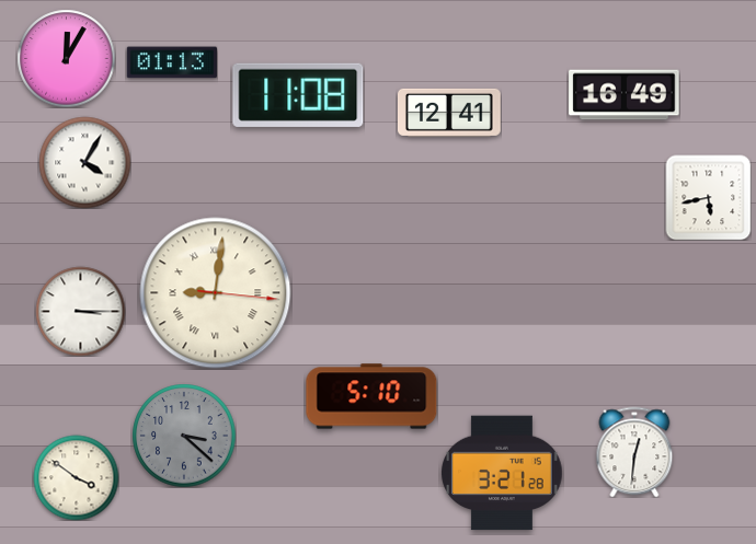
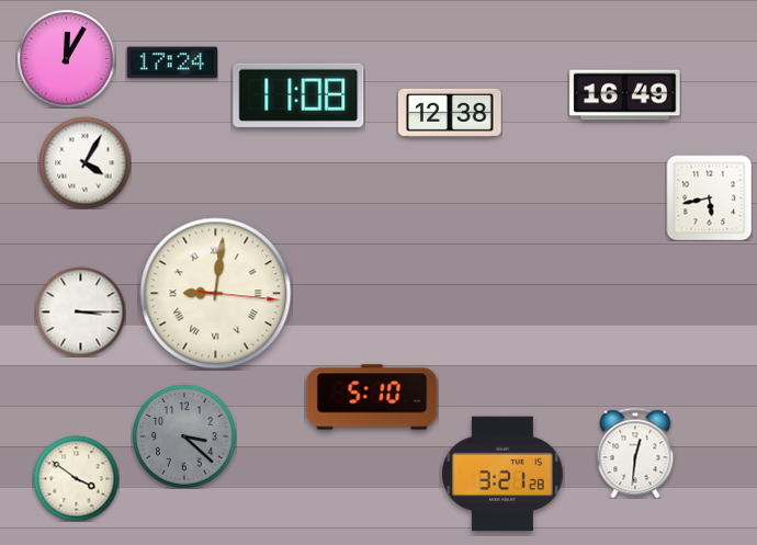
clock at (171, 62): 01:13 -> 17:24
clock at (449, 113): 12:41 -> 12:38
